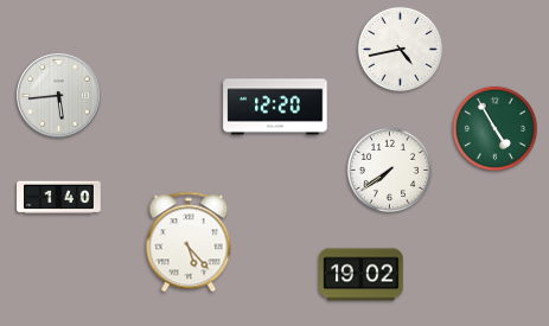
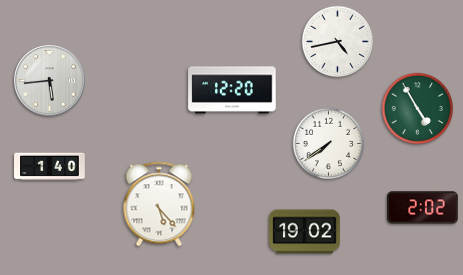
clock at (423, 208): none -> 2:02
